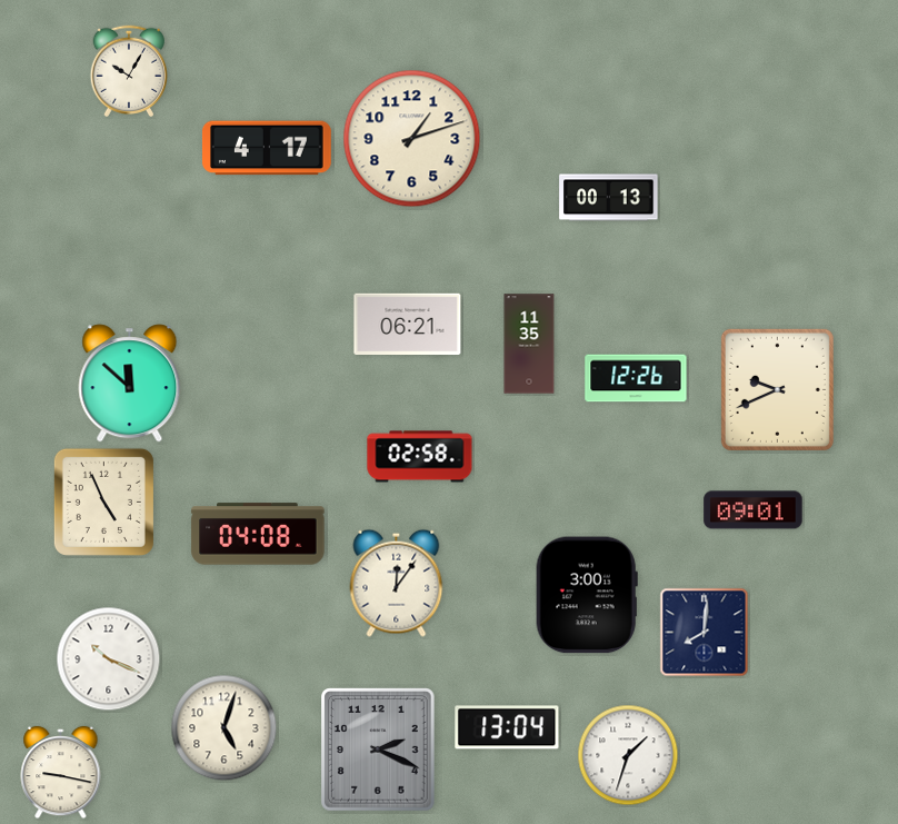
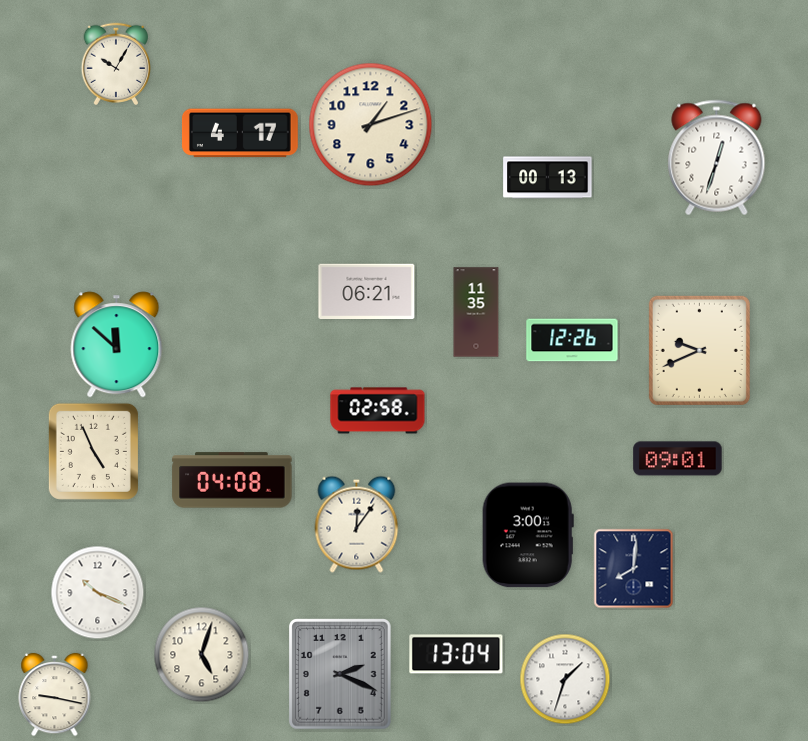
clock at (717, 158): none -> 12:33
clock at (529, 344) position: (529, 344) -> (476, 312)
